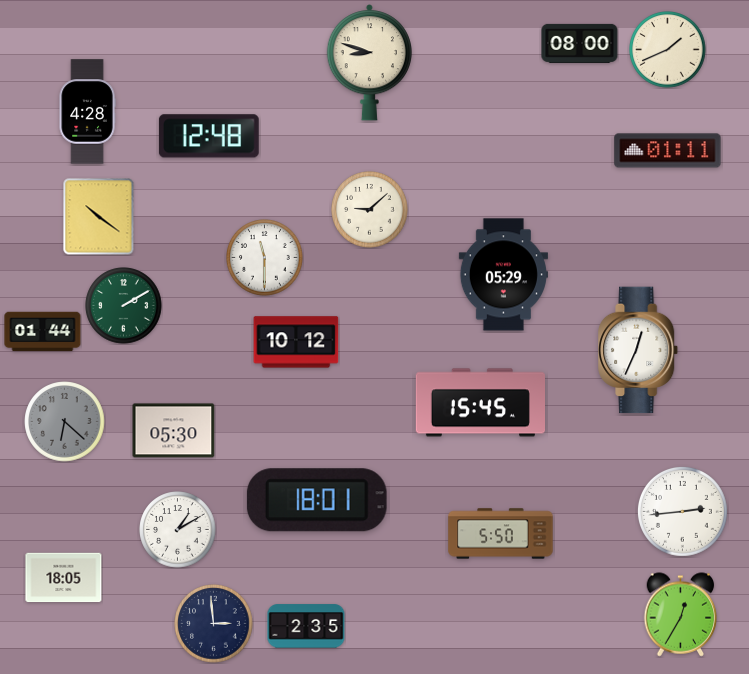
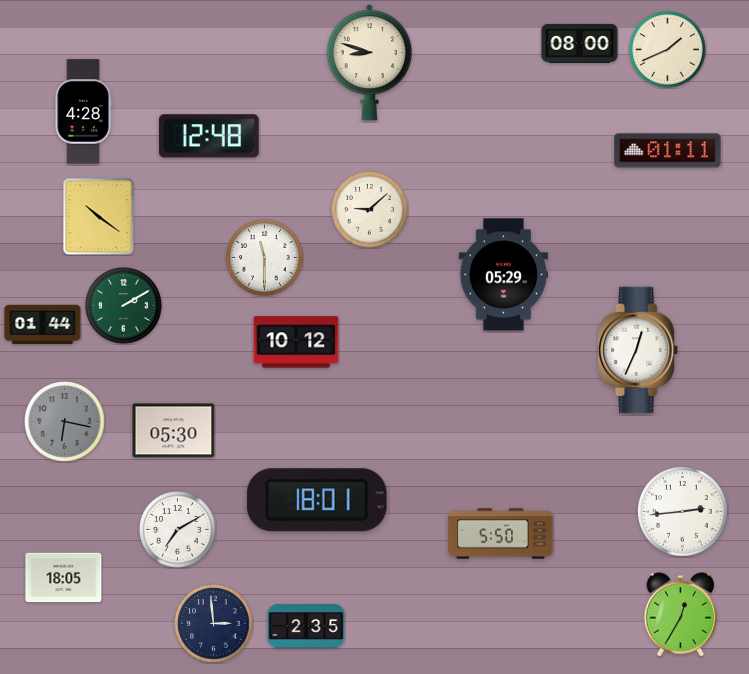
clock at (87, 112) position: (87, 112) -> (83, 112)
clock at (43, 332) position: (43, 332) -> (43, 325)
clock at (480, 403): 15:45 -> none
clock at (65, 422): 6:22 -> 6:17
clock at (178, 530): 1:10 -> 7:10
